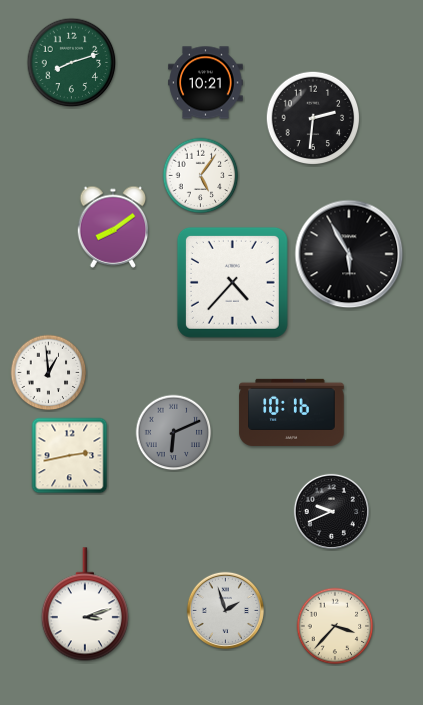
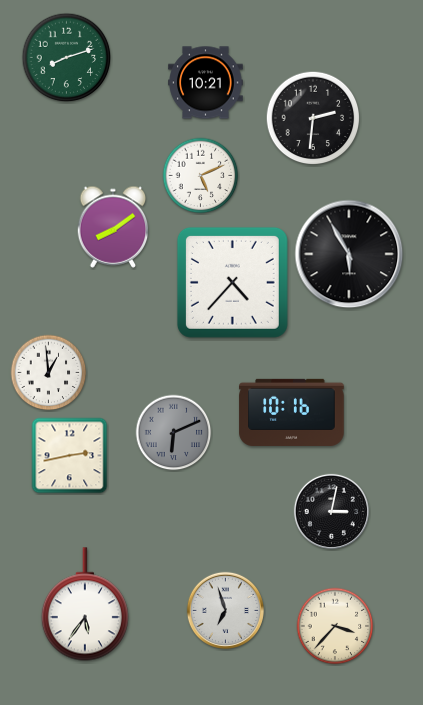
clock at (72, 63) position: (72, 63) -> (67, 58)
clock at (201, 176): 5:06 -> 5:11
clock at (331, 511): 9:41 -> 3:02
clock at (85, 604): 3:12 -> 5:36
clock at (225, 610): 1:57 -> 6:57
